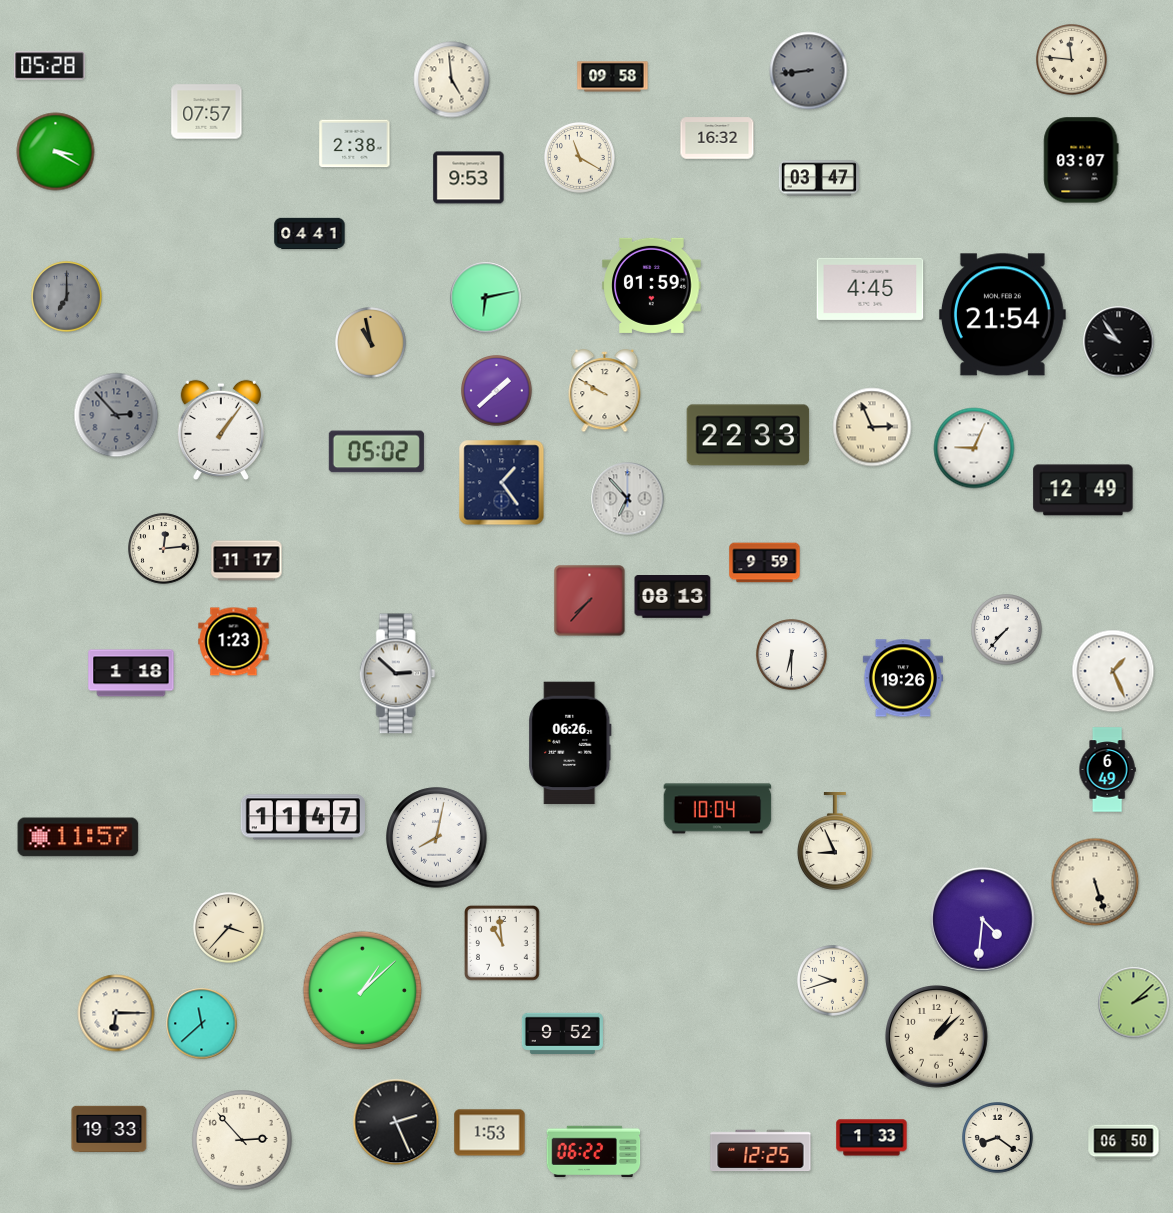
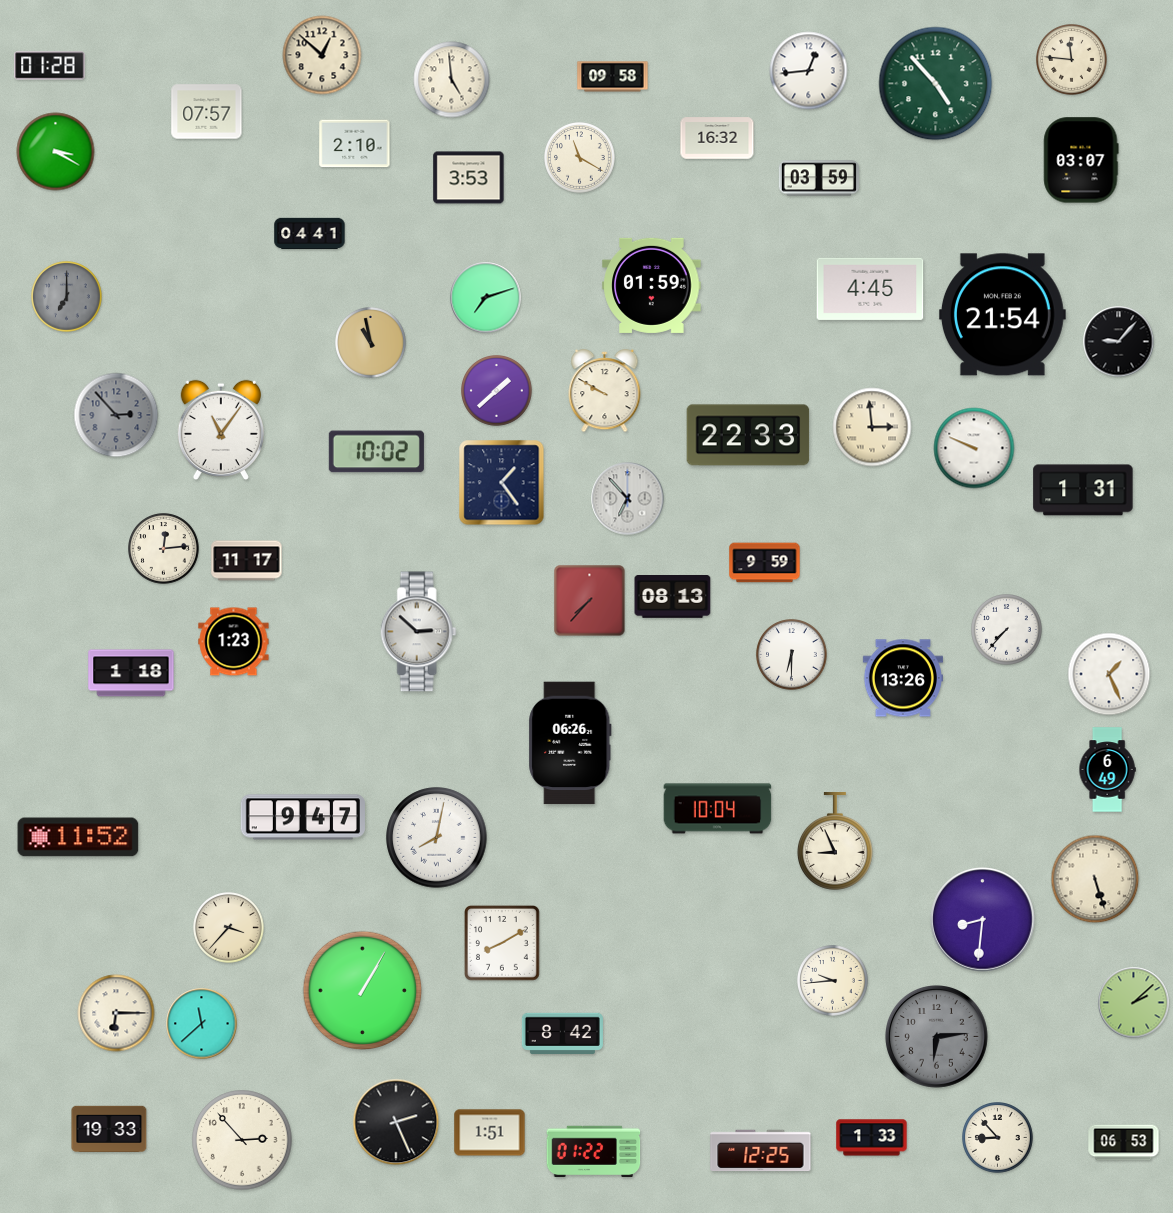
clock at (322, 55): none -> 12:52
clock at (50, 66): 05:28 -> 01:28
clock at (809, 71): 8:44 -> 12:44
clock at (809, 71) dial: grey -> white
clock at (936, 84): none -> 4:53
clock at (355, 144): 2:38 -> 2:10
clock at (469, 178): 9:53 -> 3:53
clock at (819, 178): 03:47 -> 03:59
clock at (486, 298): 6:13 -> 7:12
clock at (1119, 342): 9:54 -> 9:07
clock at (872, 427): 2:56 -> 2:59
clock at (221, 430): 1:06 -> 11:06
clock at (974, 448): 9:04 -> 9:49
clock at (376, 452): 05:02 -> 10:02
clock at (1083, 490): 12:49 -> 1:31
clock at (1113, 671) position: (1113, 671) -> (1109, 674)
clock at (397, 674) position: (397, 674) -> (418, 632)
clock at (903, 678): 19:26 -> 13:26
clock at (303, 817): 11:47 -> 9:47
clock at (78, 837): 11:57 -> 11:52
clock at (1095, 882) position: (1095, 882) -> (1095, 879)
clock at (983, 920): 4:31 -> 8:31
clock at (502, 943): 10:59 -> 8:10
clock at (833, 981): 9:42 -> 9:44
clock at (363, 991): 1:08 -> 1:05
clock at (562, 1033): 9:52 -> 8:42
clock at (937, 1037): 1:08 -> 6:14
clock at (937, 1037) dial: cream -> grey
clock at (490, 1133): 1:53 -> 1:51
clock at (998, 1138): 8:21 -> 8:53
clock at (1124, 1143): 06:50 -> 06:53
clock at (594, 1151): 06:22 -> 01:22
